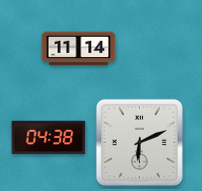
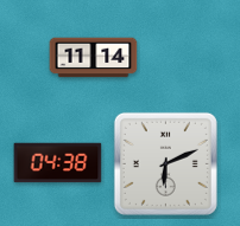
clock at (139, 142) position: (139, 142) -> (165, 163)
